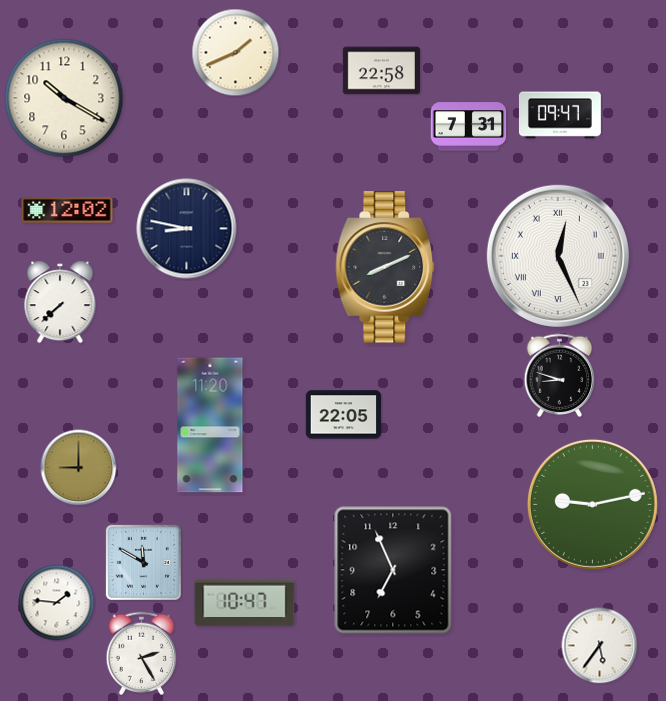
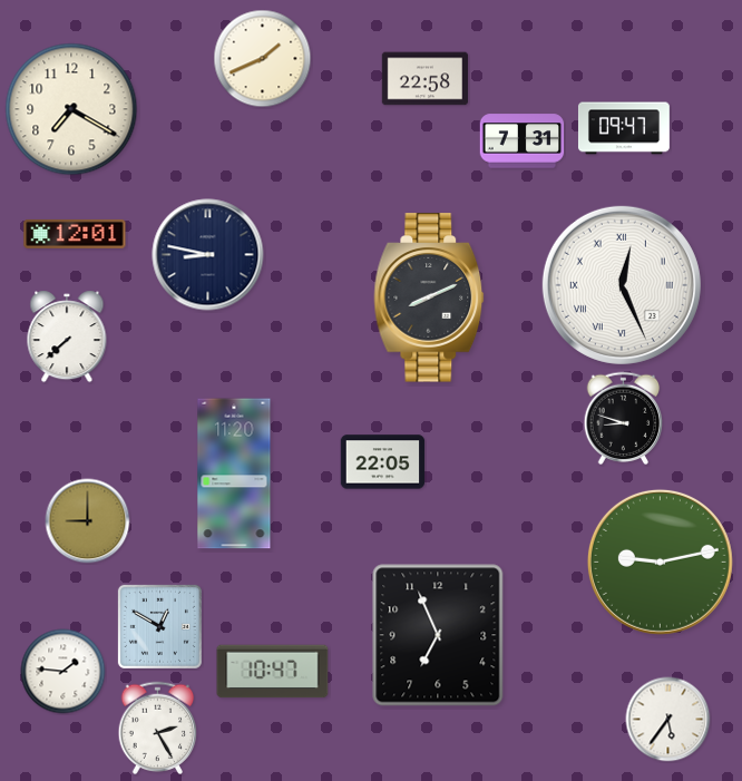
clock at (64, 98): 10:20 -> 7:20
clock at (67, 210): 12:02 -> 12:01
clock at (143, 562): 11:50 -> 12:50
